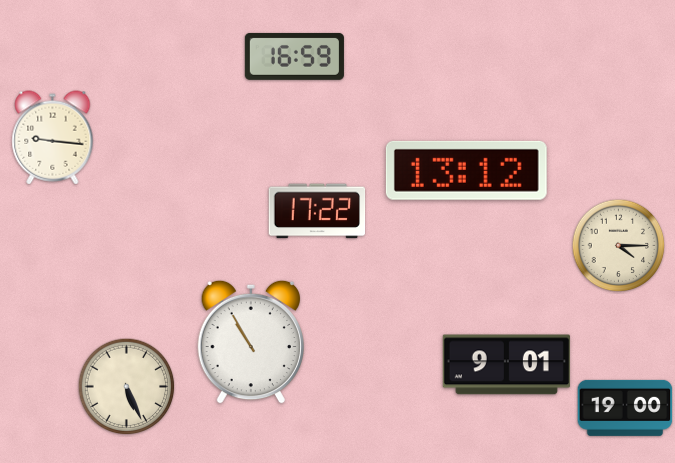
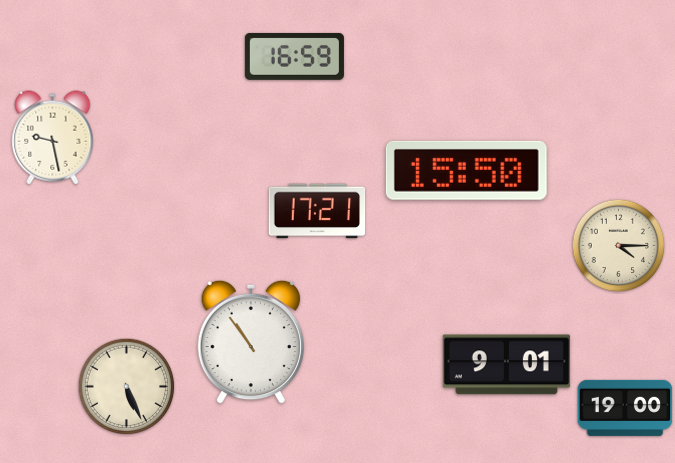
clock at (53, 138): 9:16 -> 9:28
clock at (466, 170): 13:12 -> 15:50
clock at (317, 211): 17:22 -> 17:21
clock at (251, 342): 10:55 -> 10:54
